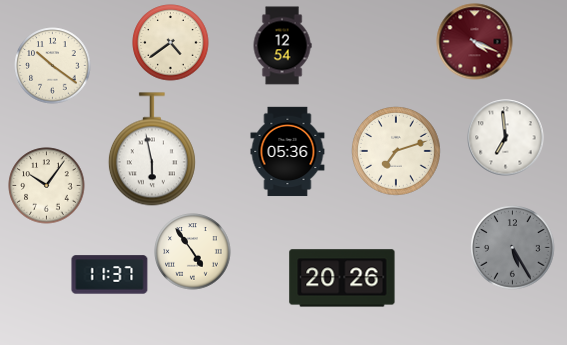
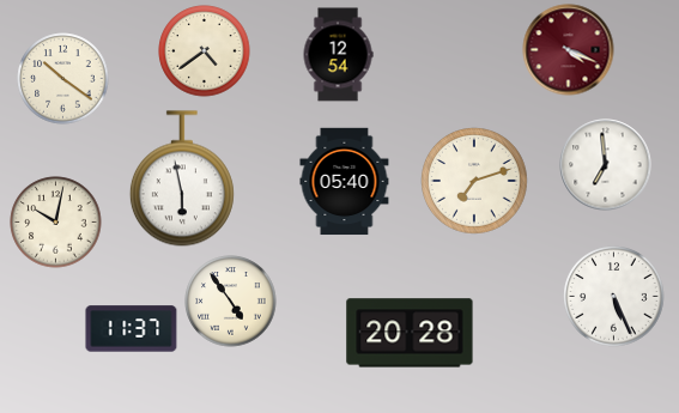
clock at (288, 152): 05:36 -> 05:40
clock at (47, 186): 10:06 -> 10:02
clock at (513, 248): 5:25 -> 5:26
clock at (513, 248) dial: grey -> white
clock at (342, 278): 20:26 -> 20:28
